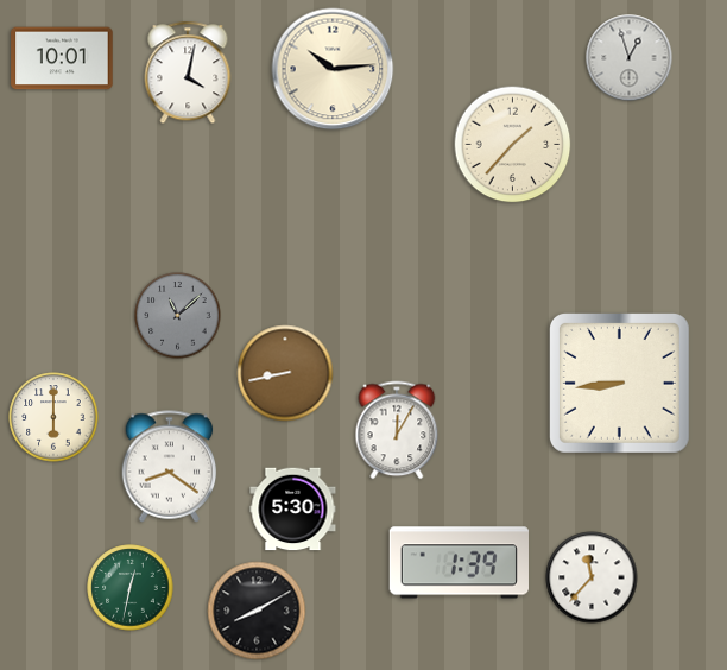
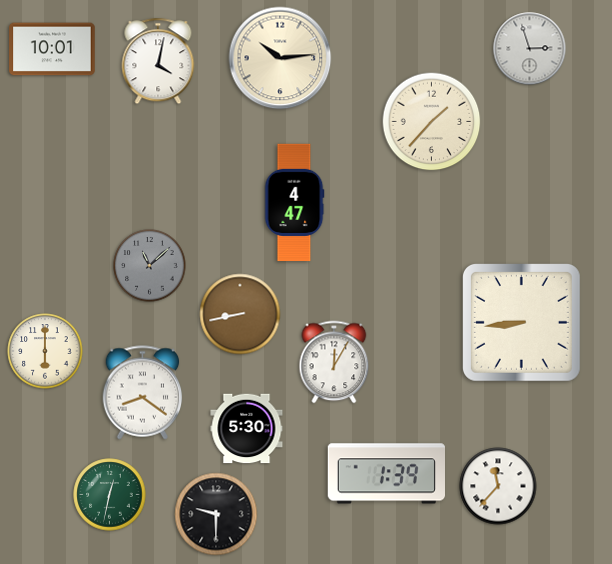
clock at (630, 58): 12:57 -> 2:57
clock at (294, 203): none -> 4:47
clock at (257, 611): 8:10 -> 9:30
